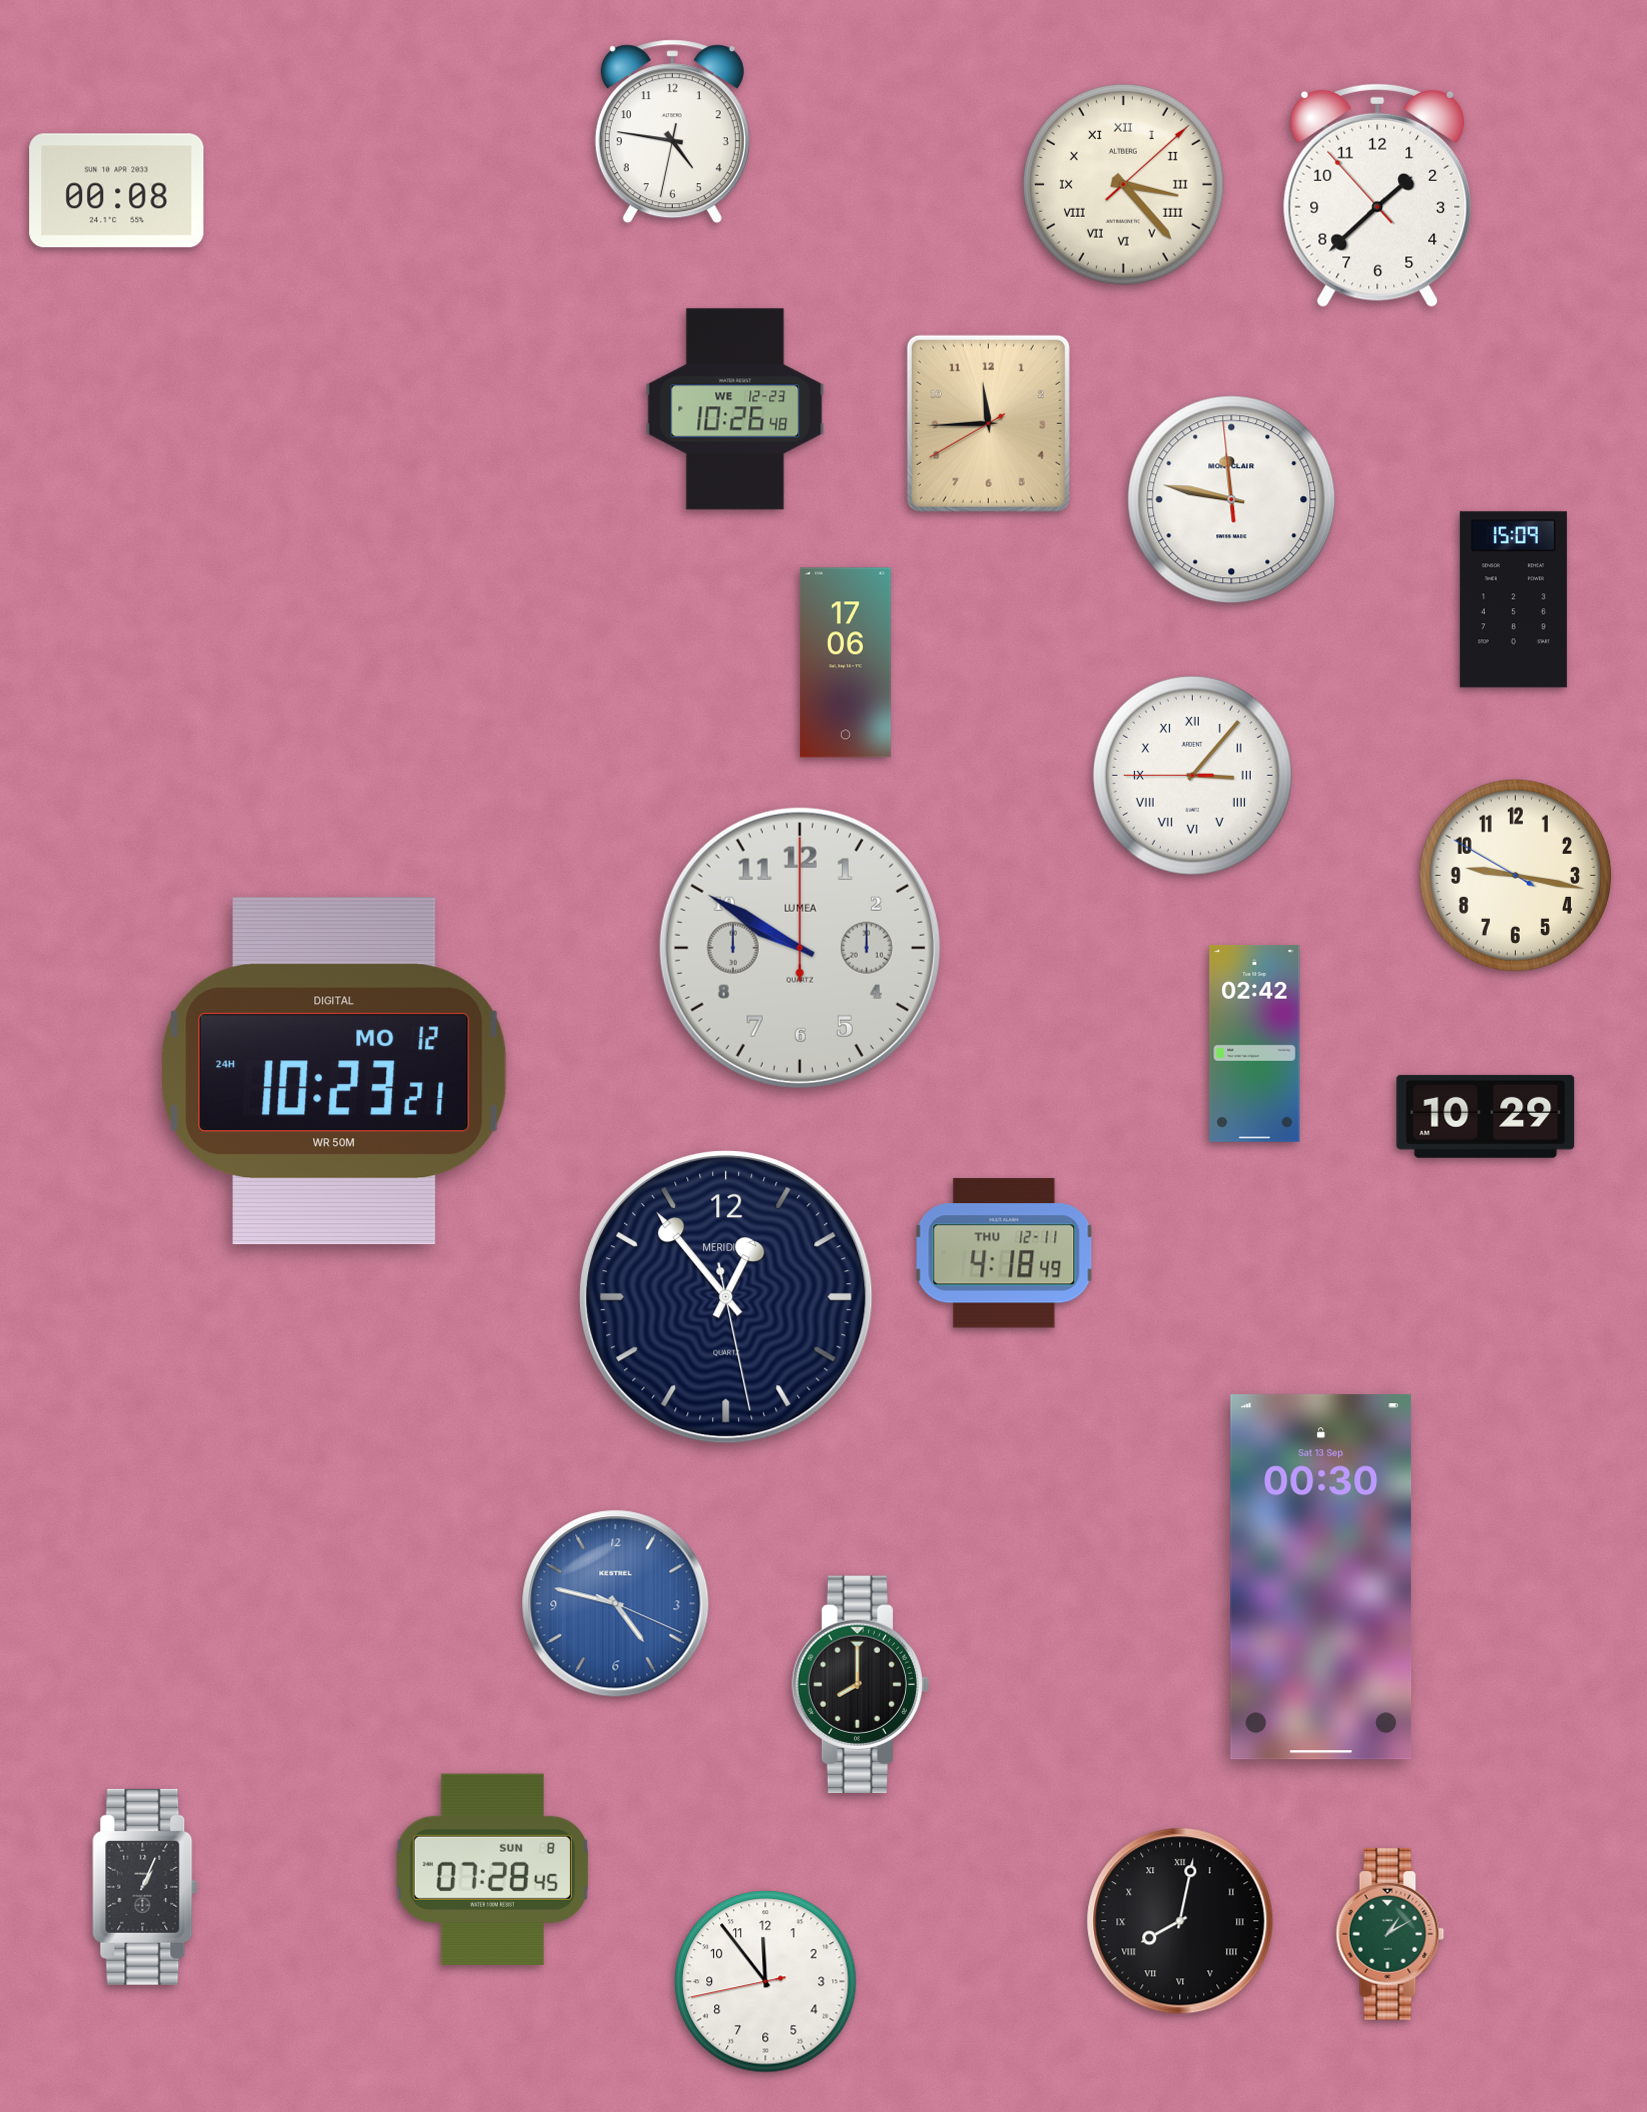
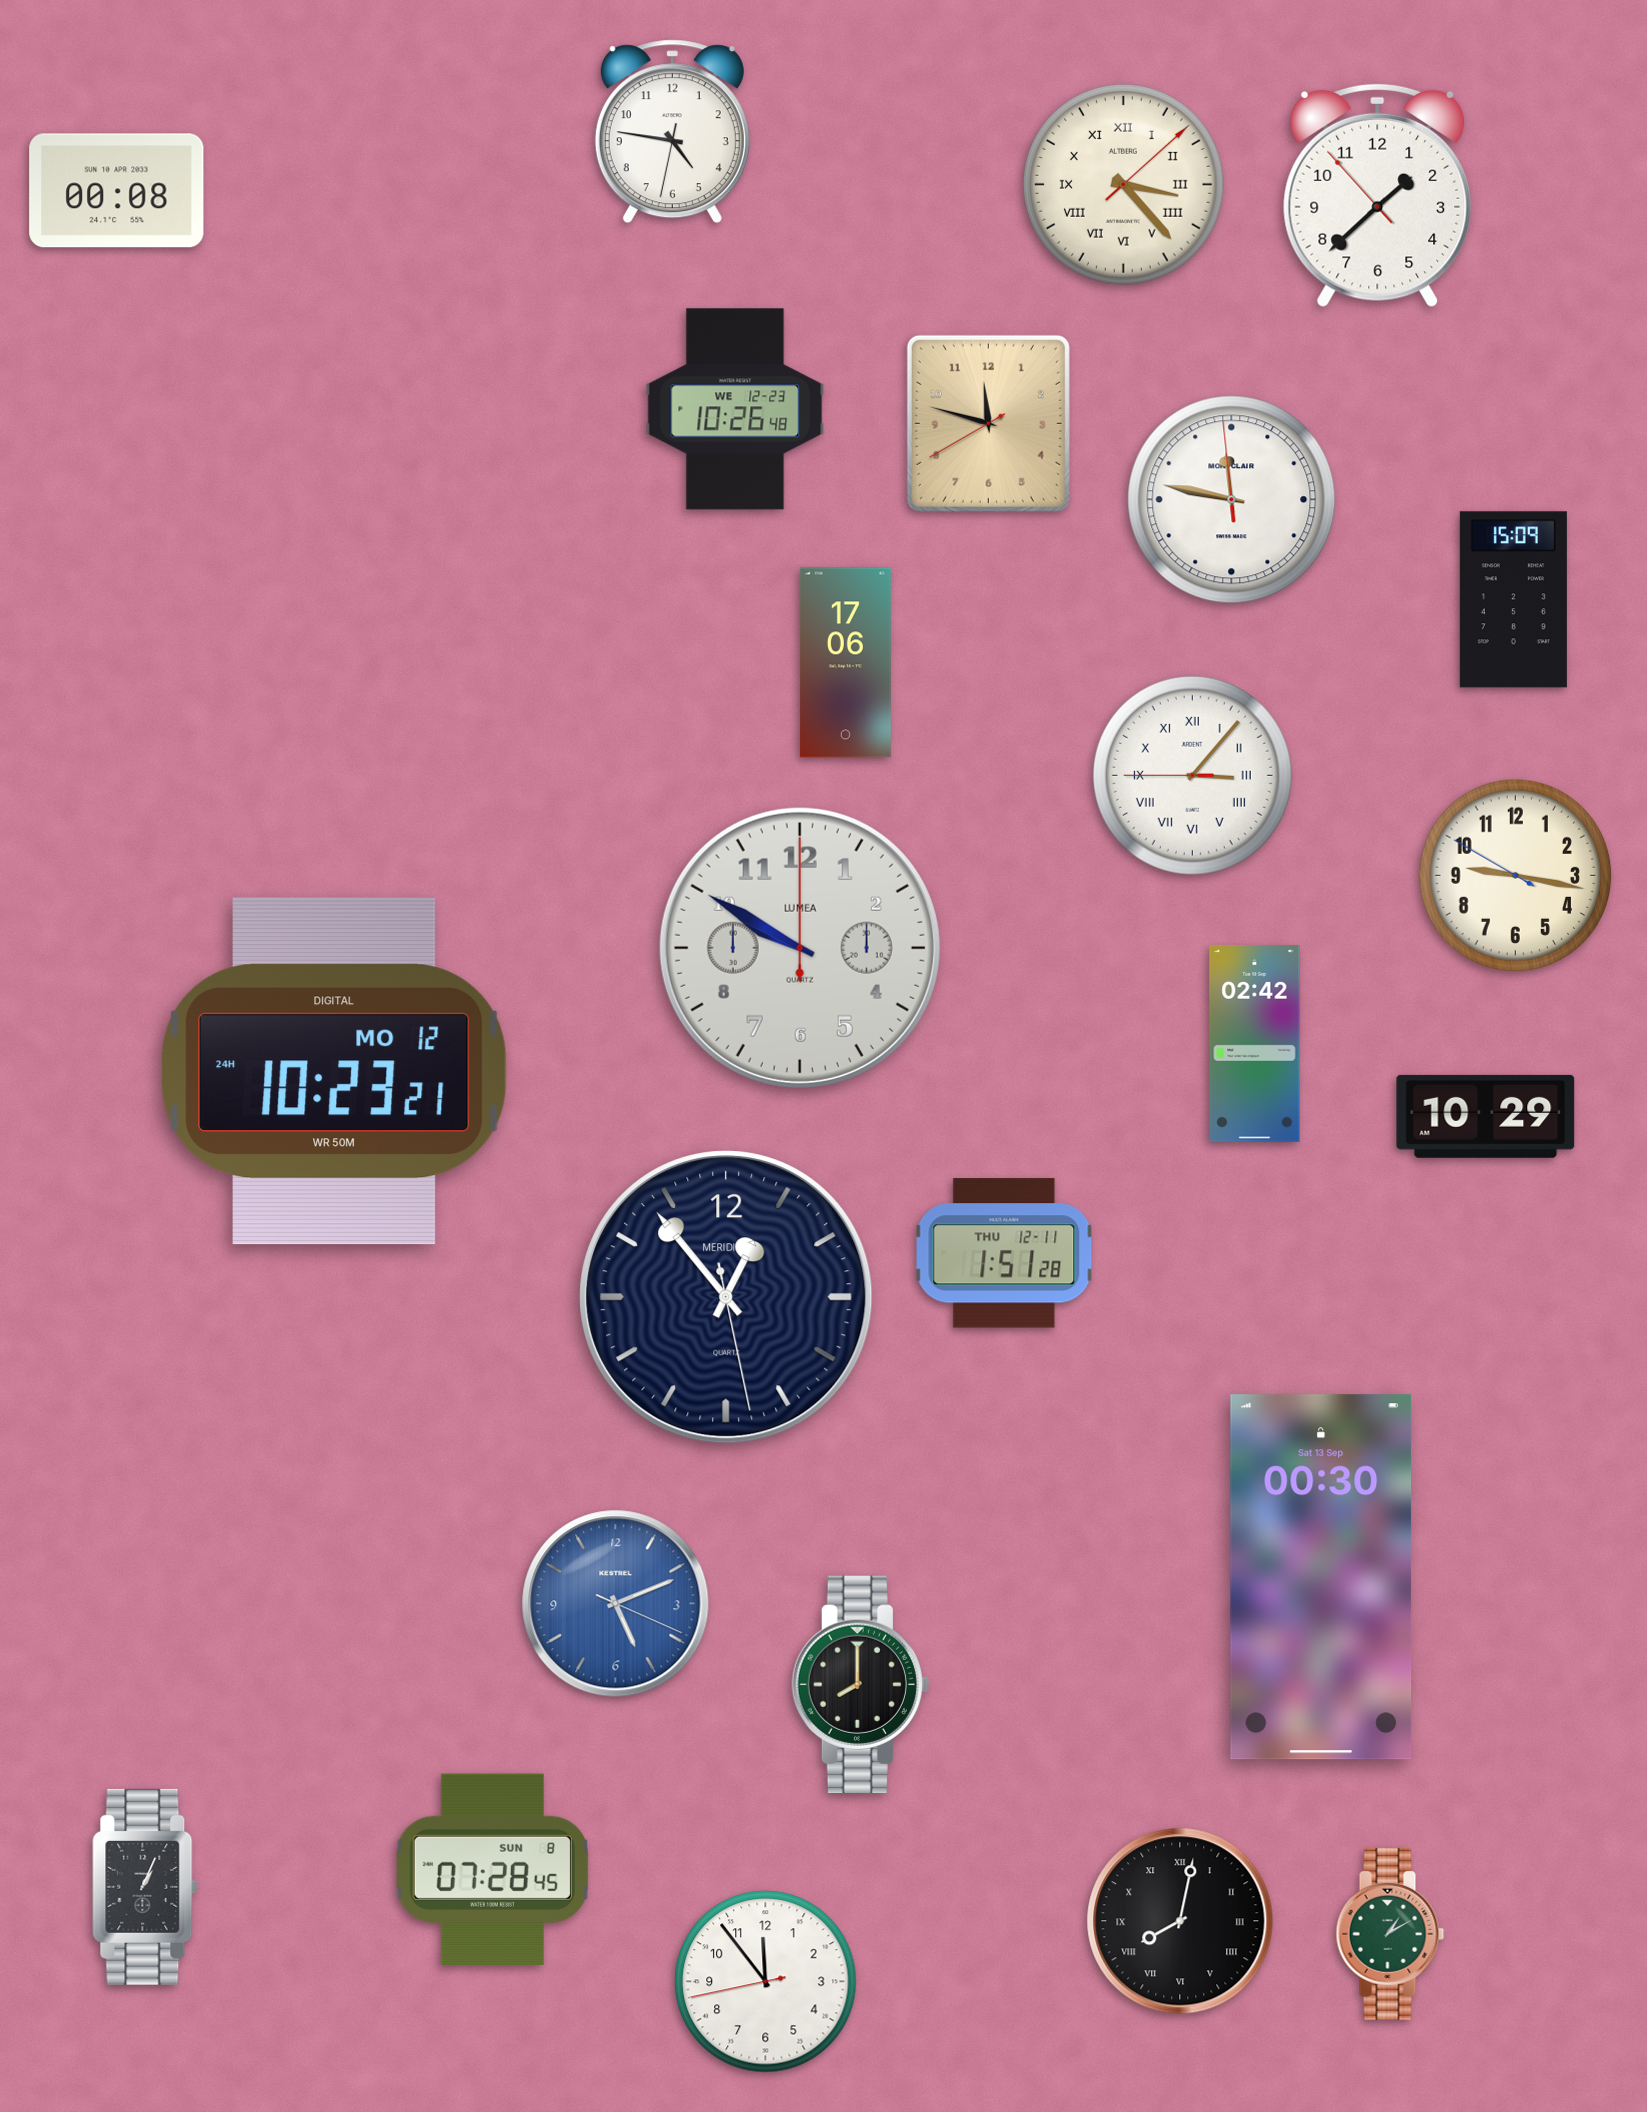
clock at (988, 423): 11:44 -> 11:47
clock at (1004, 1253): 4:18 -> 1:51
clock at (616, 1604): 4:47 -> 5:11
